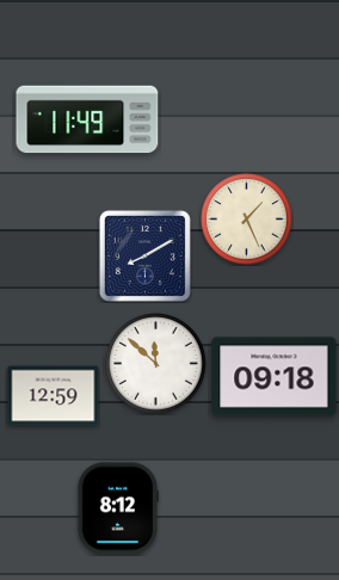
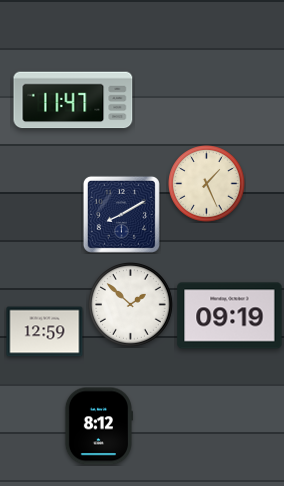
clock at (87, 119): 11:49 -> 11:47
clock at (156, 364): 11:52 -> 1:52
clock at (275, 377): 09:18 -> 09:19
